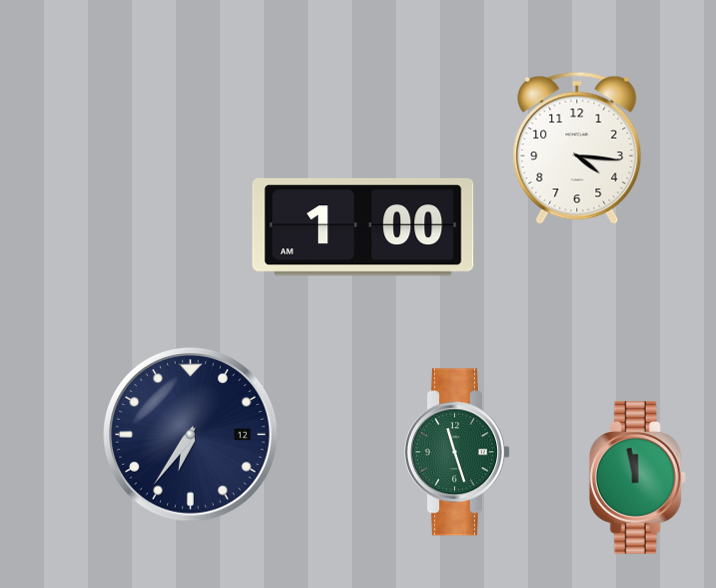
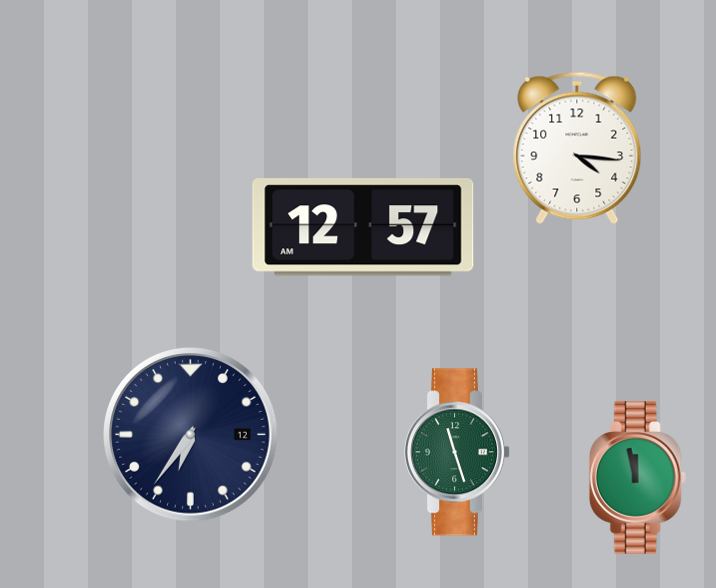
clock at (363, 227): 1:00 -> 12:57
